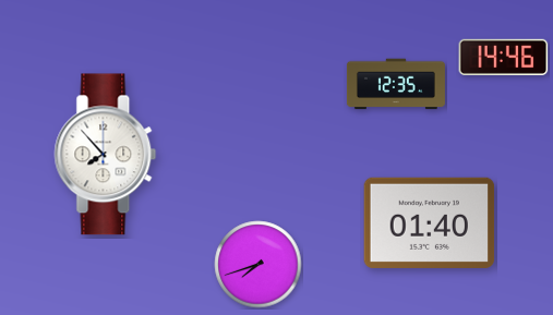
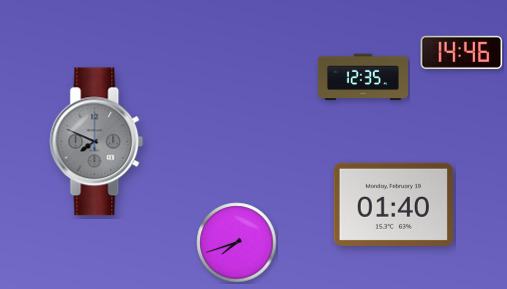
clock at (106, 155): 7:53 -> 7:49
clock at (106, 155) dial: white -> grey
